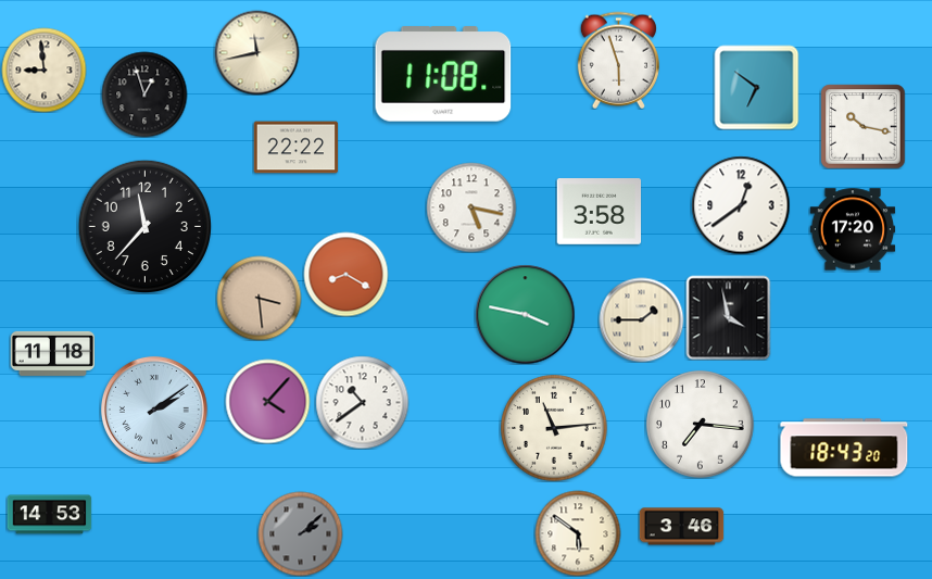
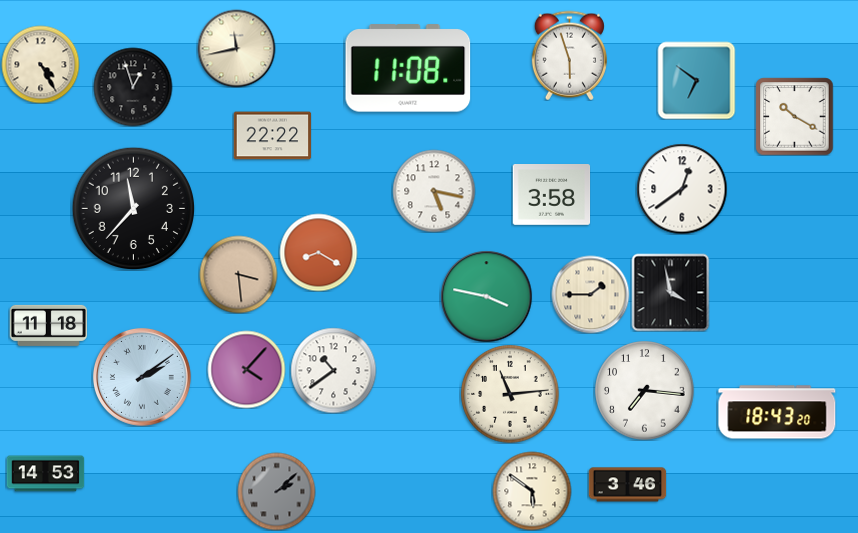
clock at (43, 70): 8:59 -> 4:25
clock at (862, 126): 10:17 -> 10:20
clock at (853, 229): 17:20 -> none
clock at (525, 314) position: (525, 314) -> (486, 296)
